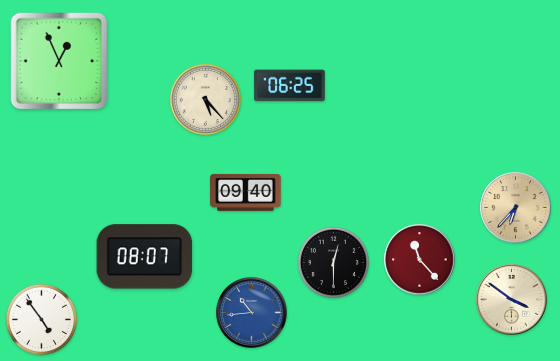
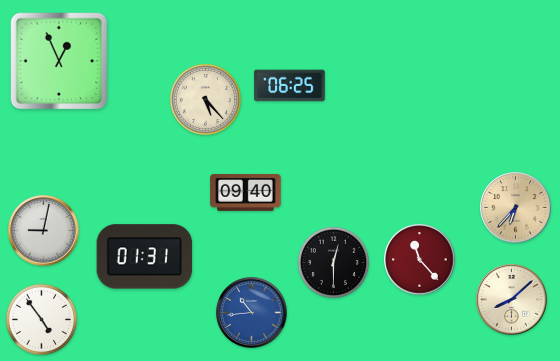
clock at (44, 231): none -> 9:02
clock at (145, 257): 08:07 -> 01:31
clock at (512, 300): 3:51 -> 8:08
